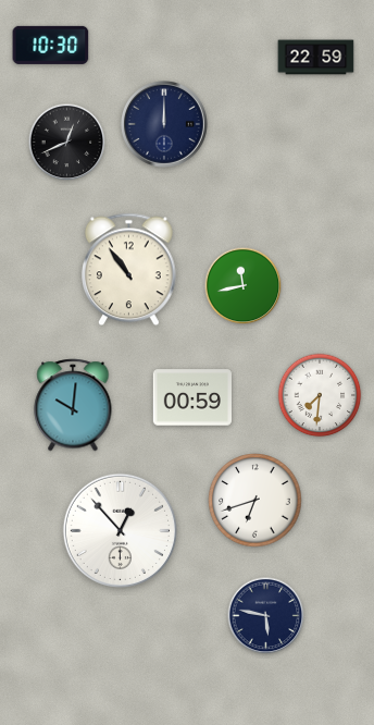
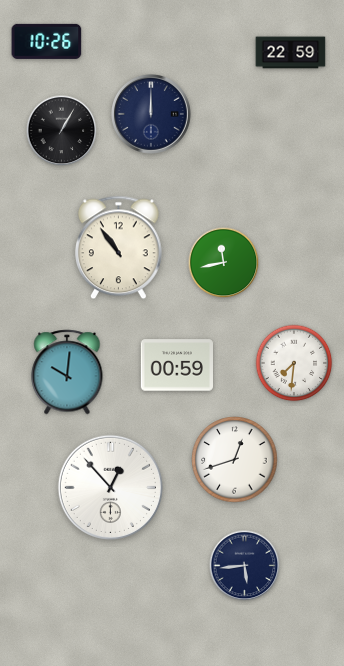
clock at (51, 45): 10:30 -> 10:26
clock at (67, 143): 12:41 -> 1:05
clock at (255, 501): 6:42 -> 12:42
clock at (266, 616): 5:47 -> 5:44
